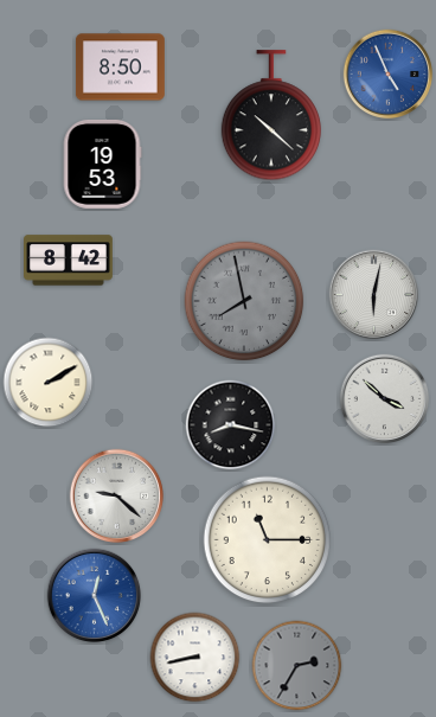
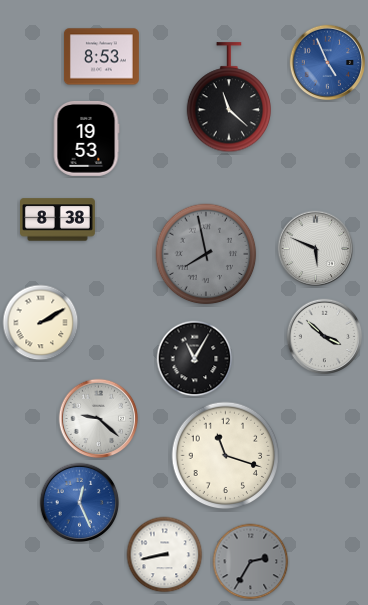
clock at (120, 68): 8:50 -> 8:53
clock at (270, 116): 10:22 -> 11:22
clock at (69, 261): 8:42 -> 8:38
clock at (374, 295): 6:02 -> 5:49
clock at (231, 425): 8:17 -> 11:05
clock at (268, 540): 11:15 -> 11:18
